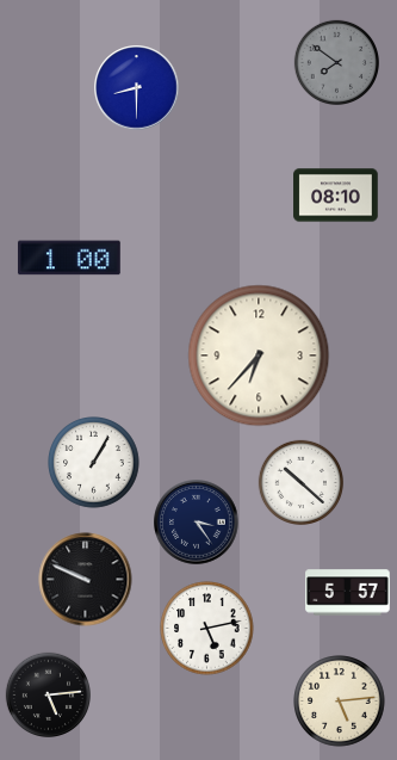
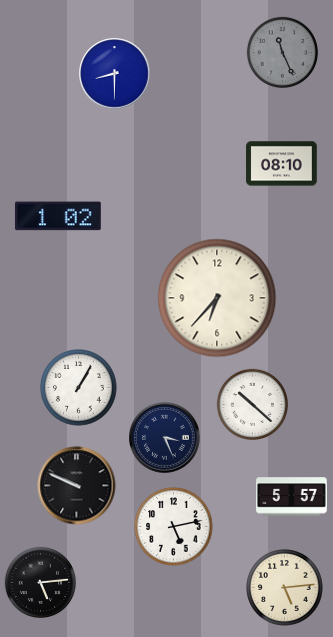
clock at (336, 62): 7:51 -> 11:26
clock at (69, 258): 1:00 -> 1:02
clock at (197, 523): 3:24 -> 3:26
clock at (86, 580) position: (86, 580) -> (77, 486)
